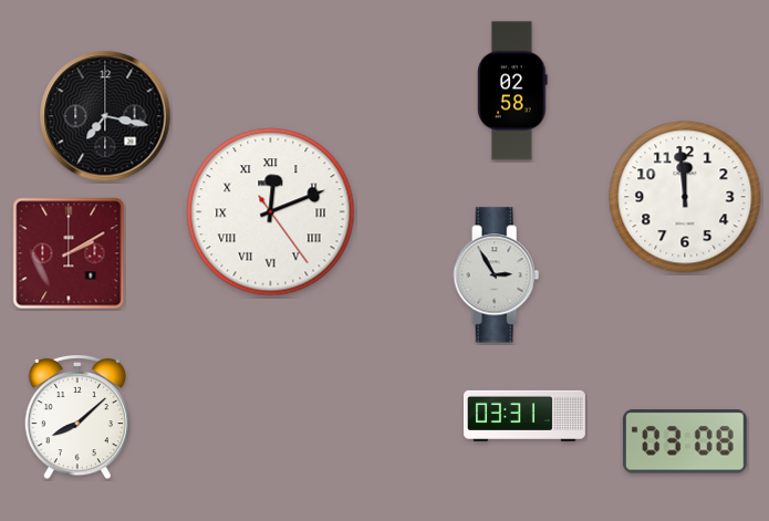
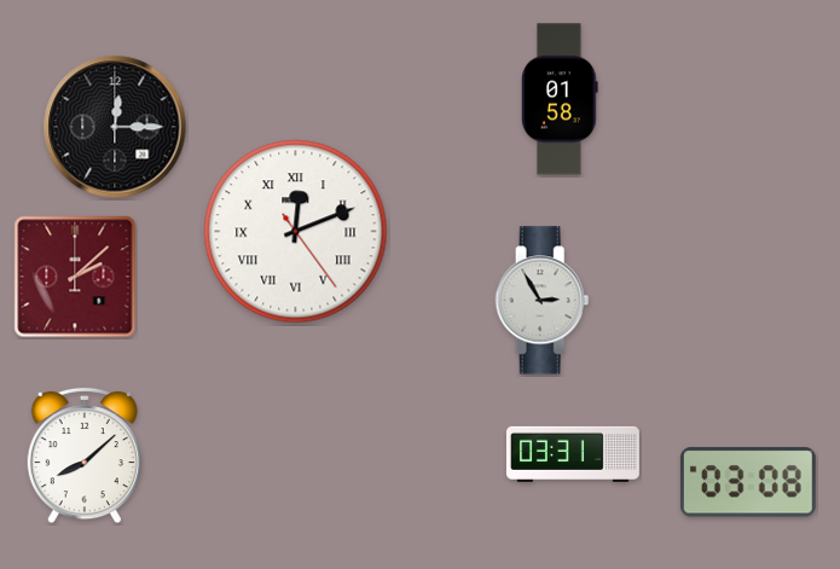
clock at (512, 91): 02:58 -> 01:58
clock at (105, 116): 7:17 -> 12:15
clock at (685, 197): 11:59 -> none
clock at (69, 253): 2:10 -> 2:08
